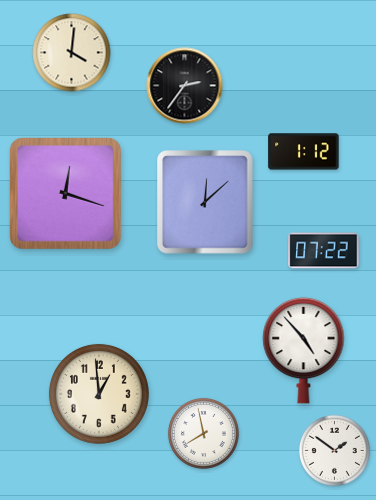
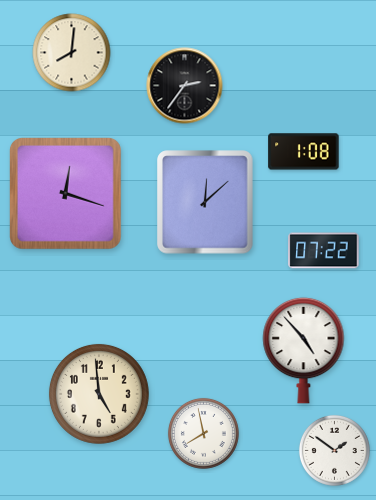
clock at (72, 53): 4:01 -> 8:01
clock at (304, 152): 1:12 -> 1:08
clock at (99, 394): 12:59 -> 4:59
